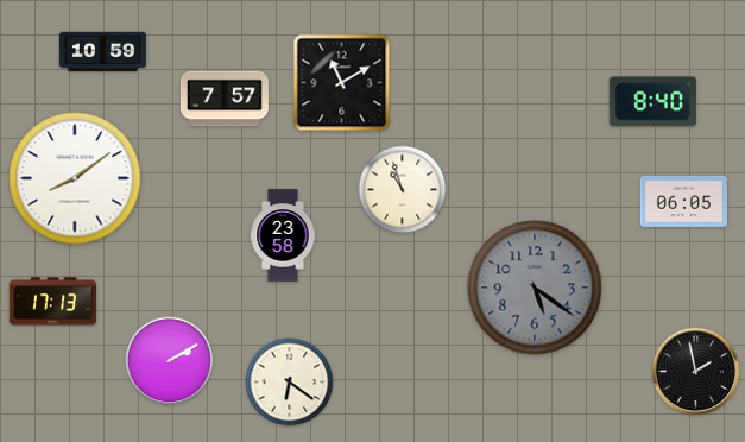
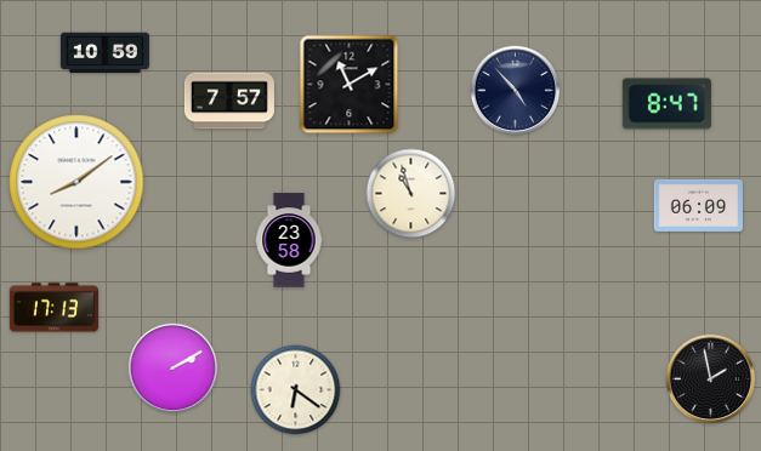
clock at (516, 91): none -> 4:53
clock at (652, 102): 8:40 -> 8:47
clock at (683, 201): 06:05 -> 06:09
clock at (535, 288): 5:21 -> none
